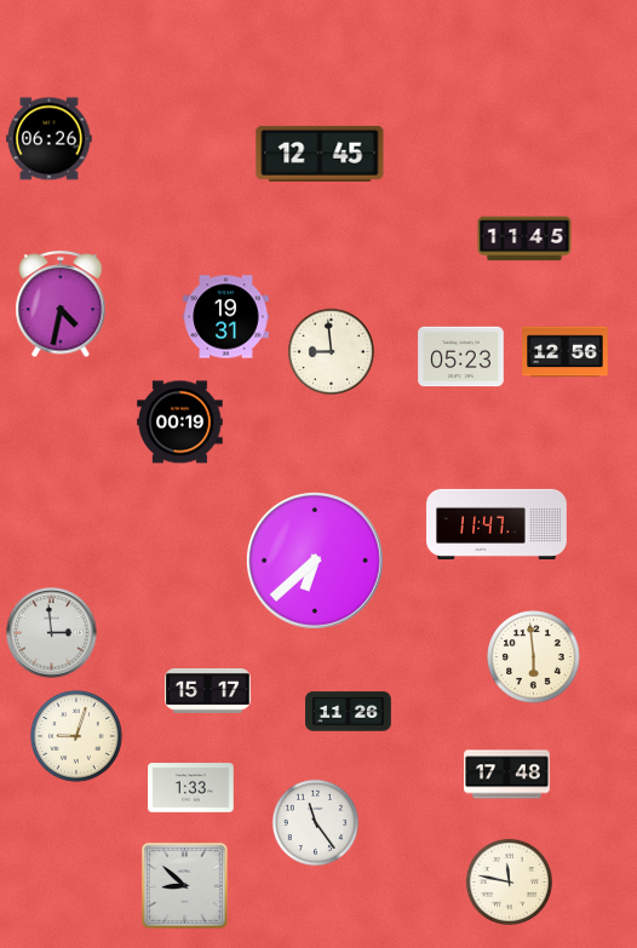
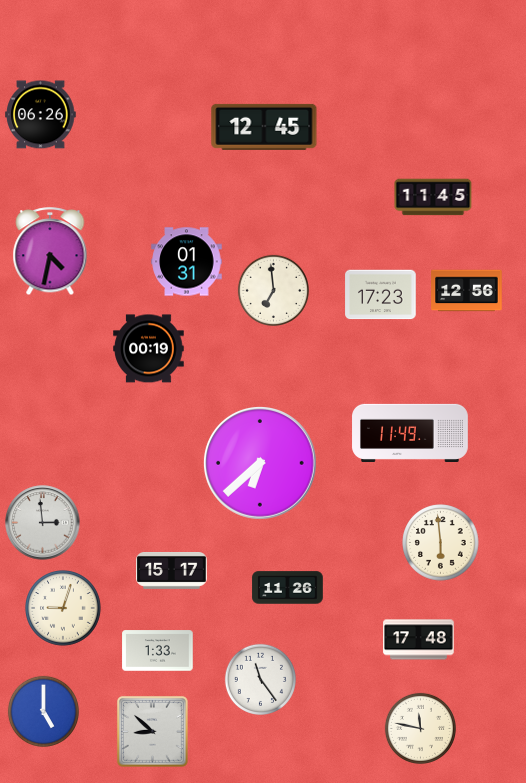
clock at (226, 317): 19:31 -> 01:31
clock at (331, 351): 8:59 -> 6:59
clock at (461, 357): 05:23 -> 17:23
clock at (497, 523): 11:47 -> 11:49
clock at (43, 711): none -> 5:00
